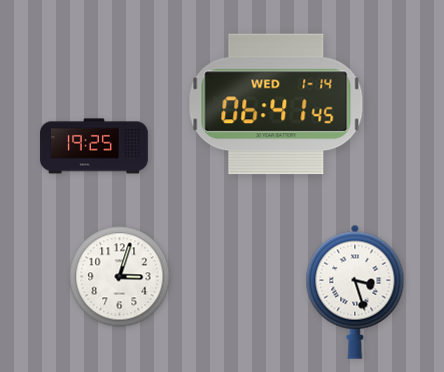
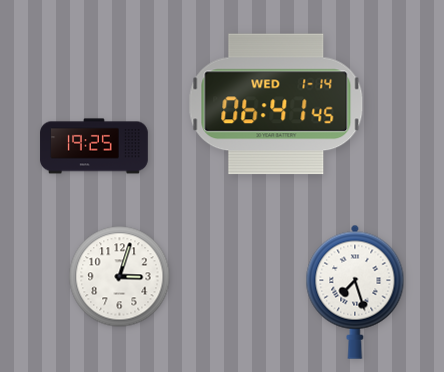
clock at (355, 292): 3:27 -> 7:27
